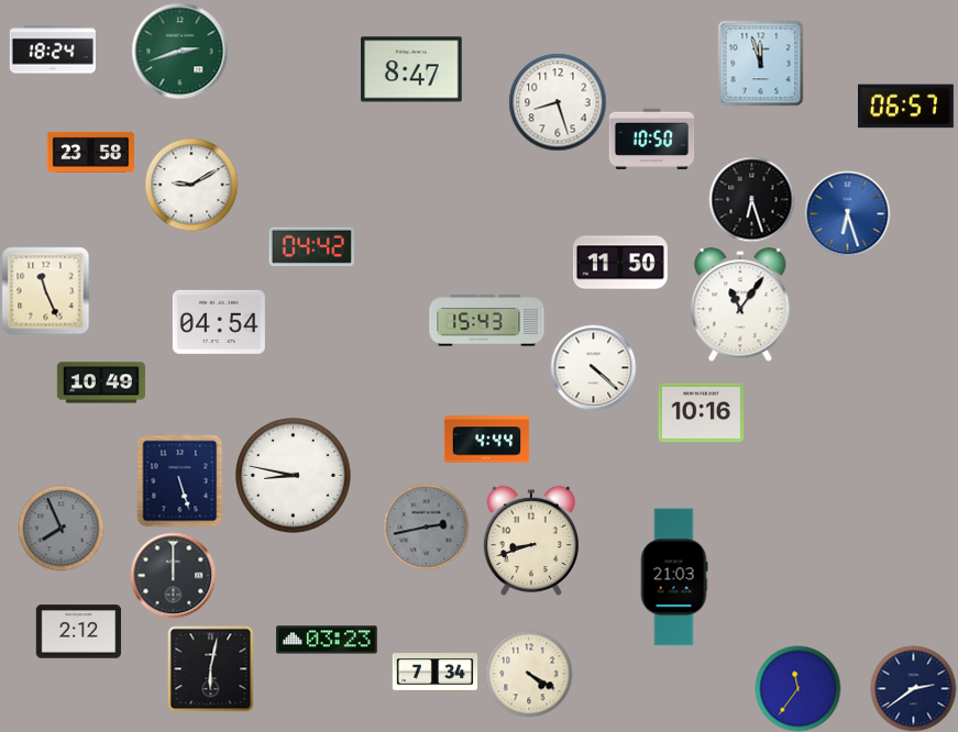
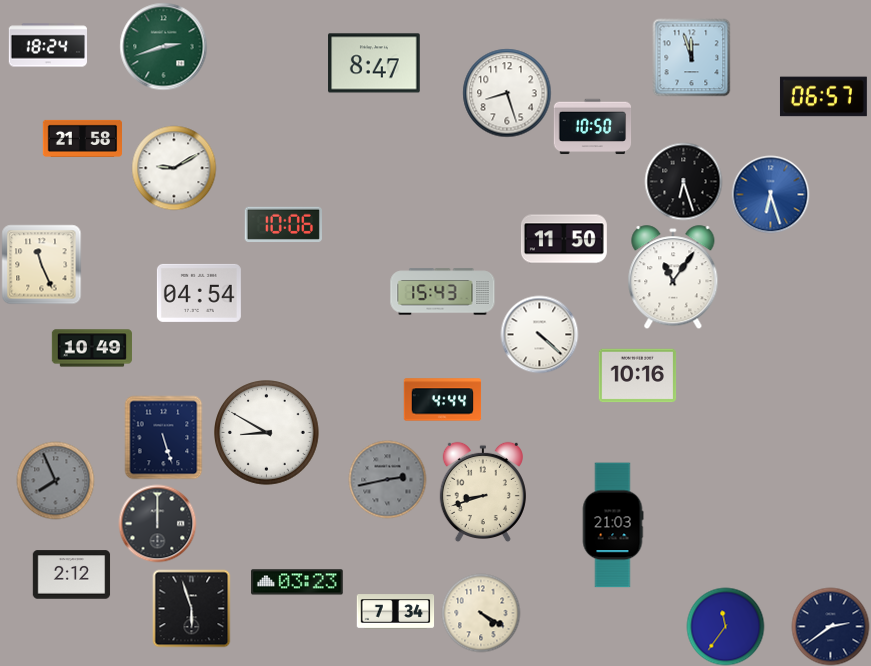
clock at (90, 152): 23:58 -> 21:58
clock at (311, 246): 04:42 -> 10:06
clock at (294, 476): 8:47 -> 8:50
clock at (210, 668): 6:02 -> 5:57
